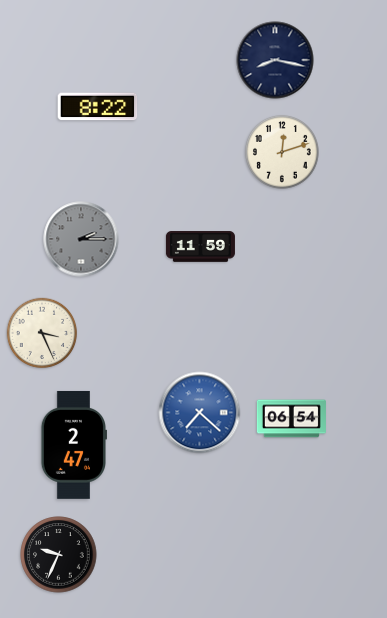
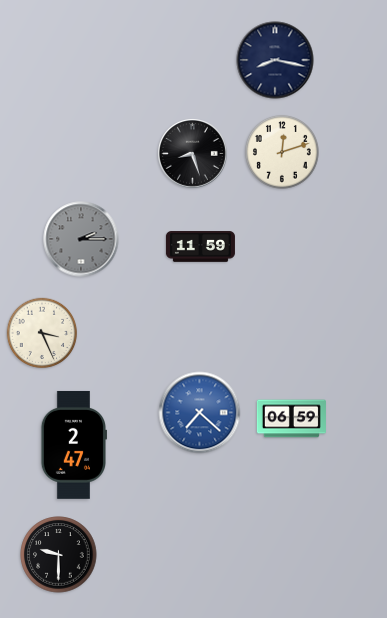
clock at (98, 107): 8:22 -> none
clock at (193, 154): none -> 8:27
clock at (291, 419): 06:54 -> 06:59
clock at (59, 555): 9:34 -> 9:30
